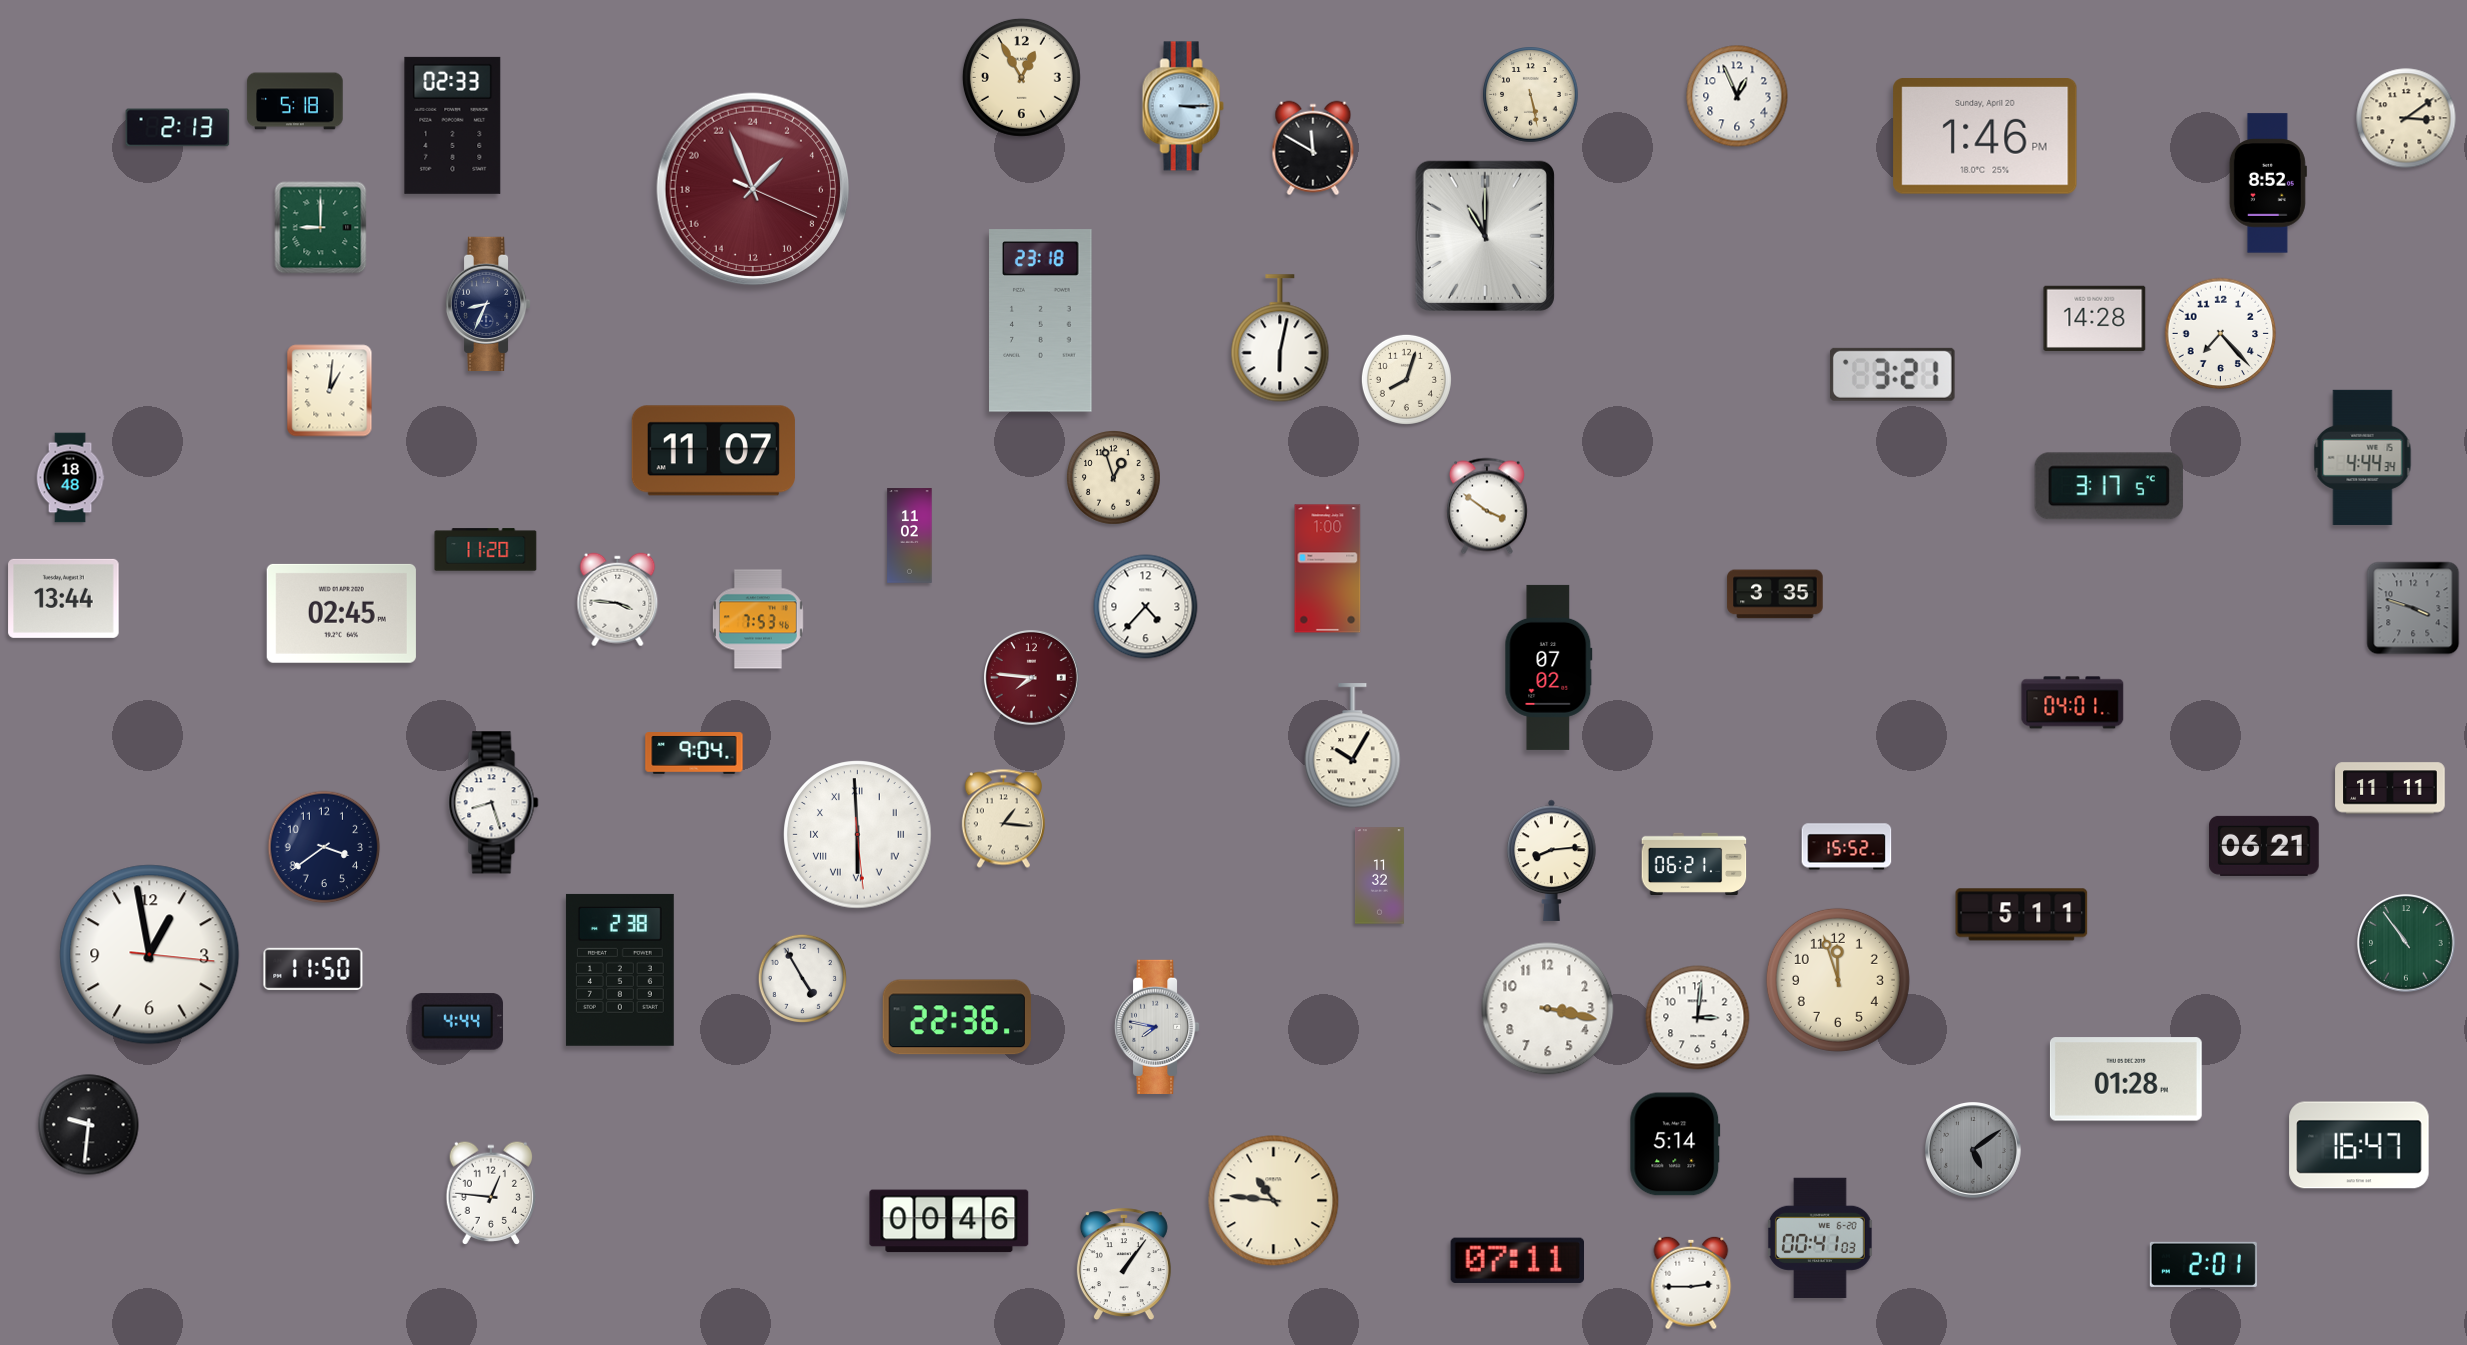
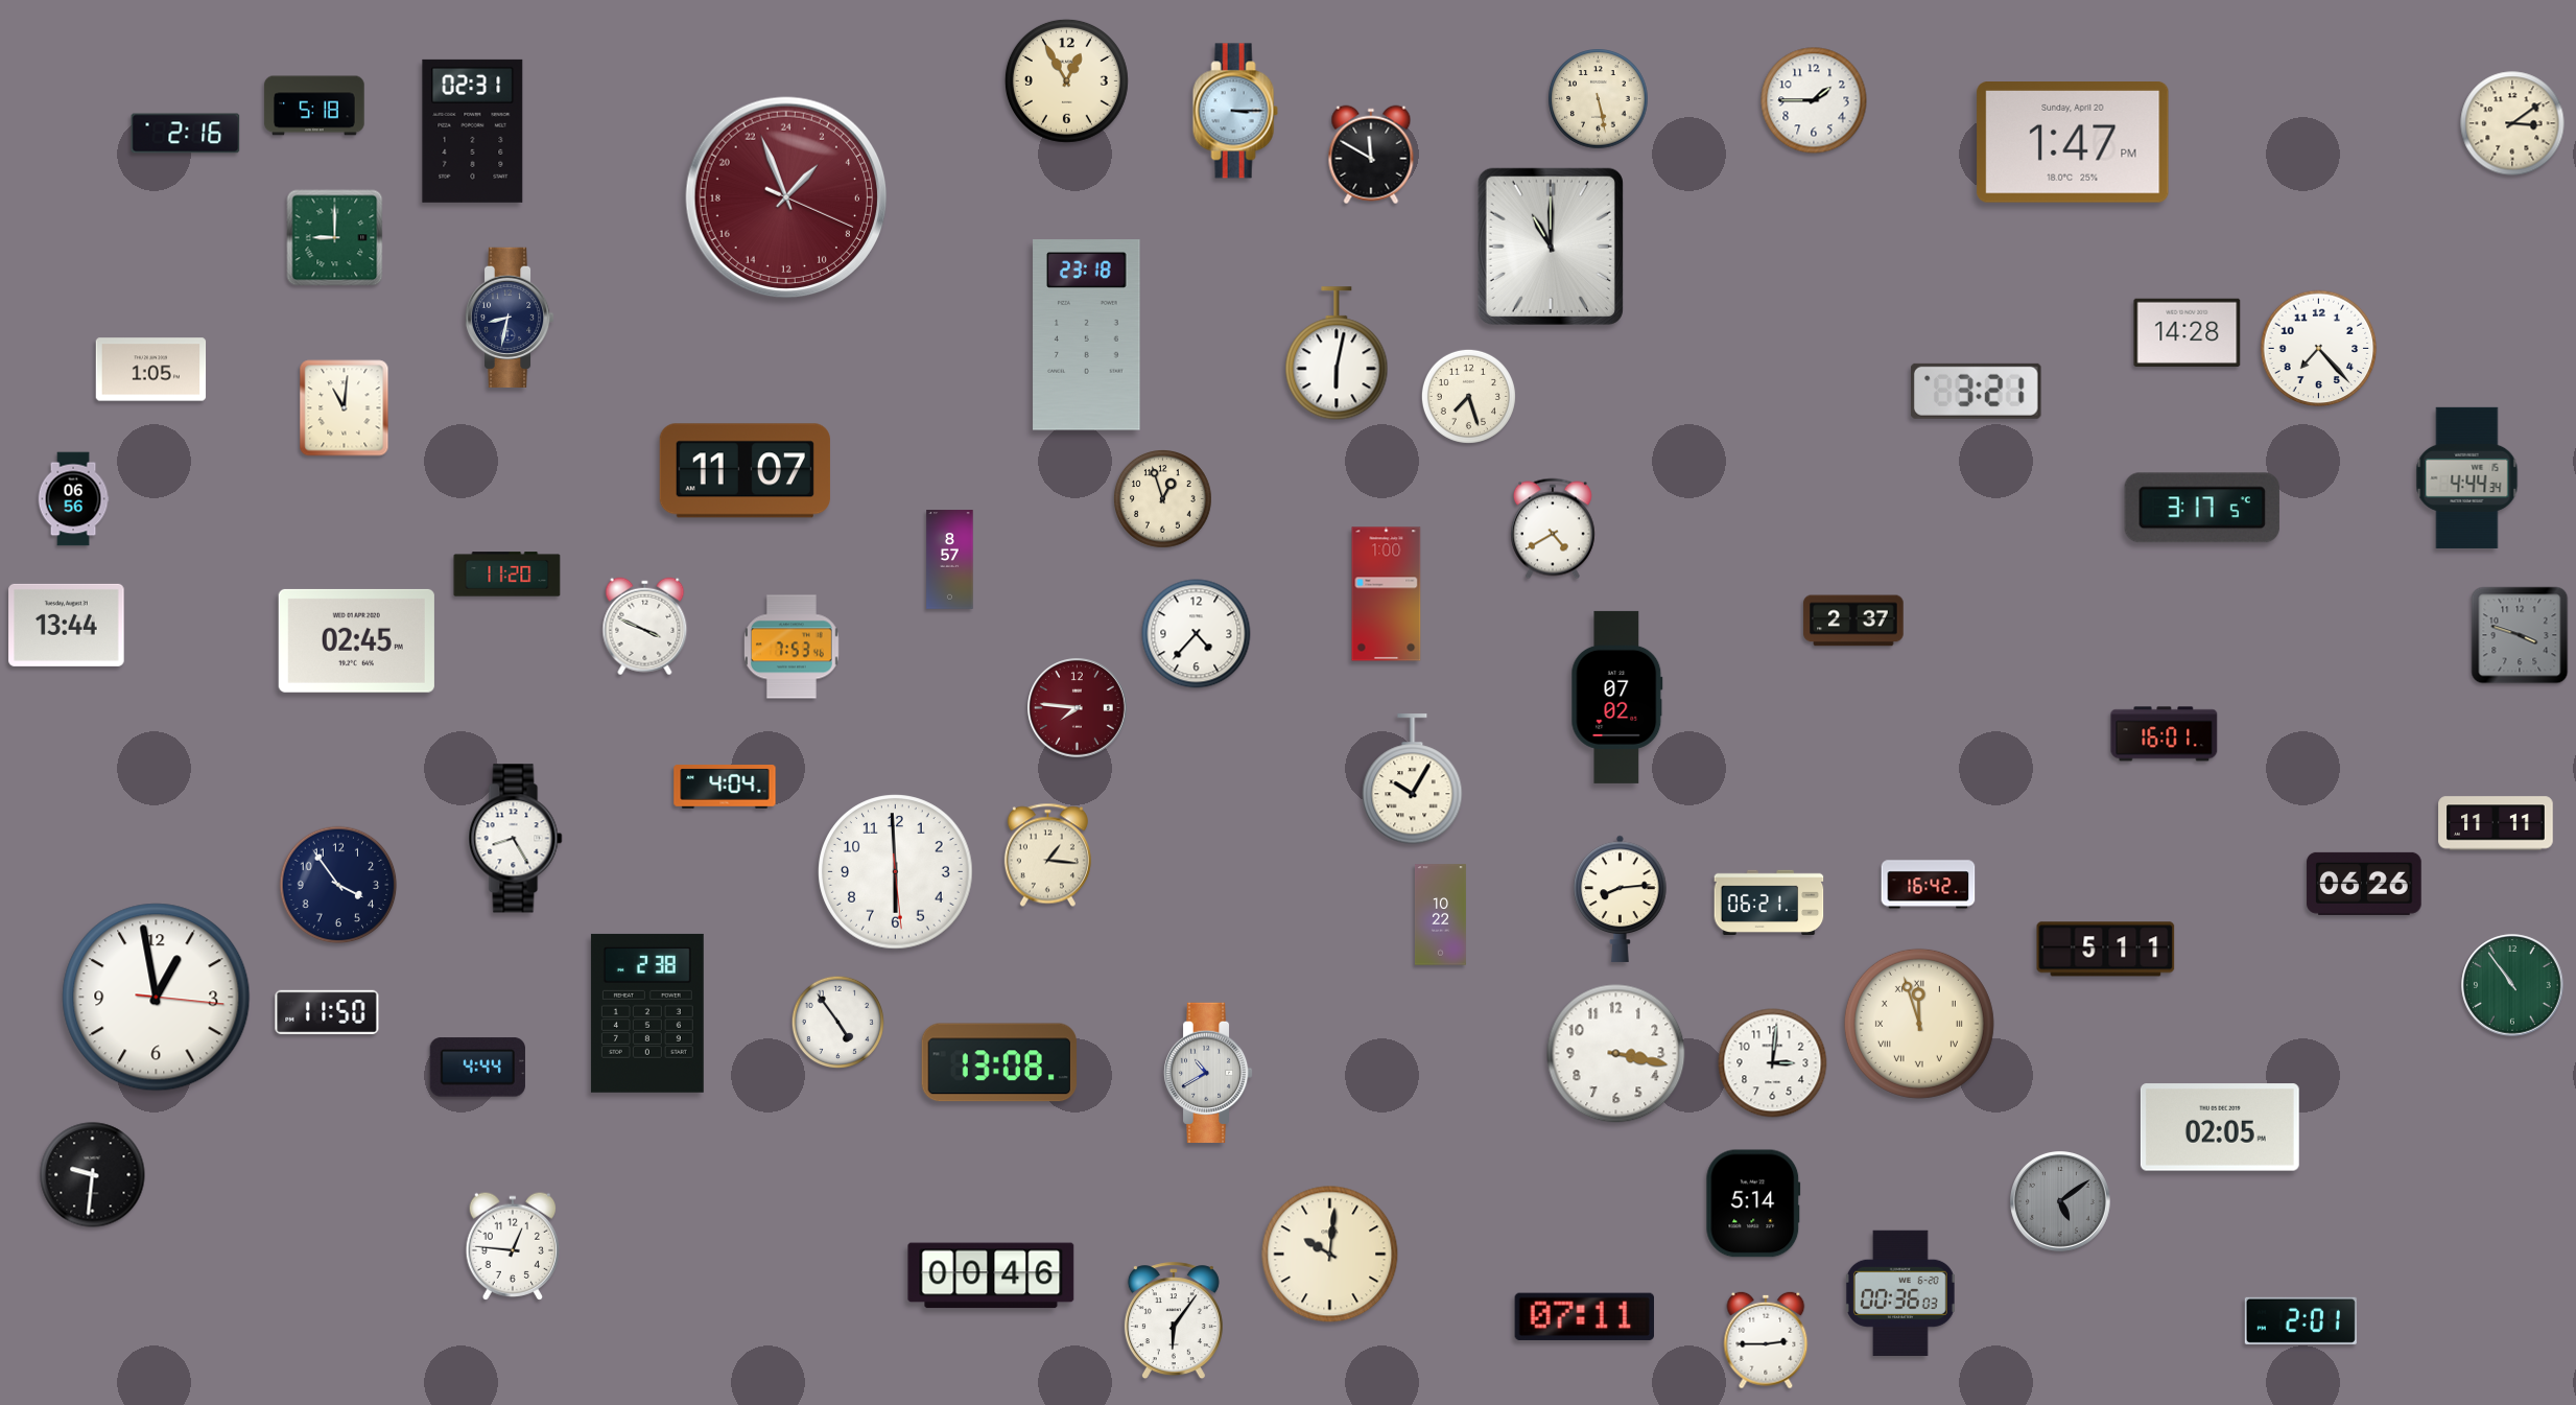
clock at (1737, 96): 12:56 -> 1:45
clock at (295, 101) position: (295, 101) -> (314, 106)
clock at (453, 125): 02:33 -> 02:31
clock at (178, 128): 2:13 -> 2:16
clock at (1985, 137): 1:46 -> 1:47
clock at (2268, 183): 8:52 -> none
clock at (488, 303): 8:34 -> 8:32
clock at (151, 370): none -> 1:05
clock at (1406, 379): 8:03 -> 7:27
clock at (330, 391): 1:01 -> 11:01
clock at (70, 478): 18:48 -> 06:56
clock at (1487, 506): 3:51 -> 4:40
clock at (910, 536): 11:02 -> 8:57
clock at (1775, 594): 3:35 -> 2:37
clock at (618, 600): 3:46 -> 3:49
clock at (2073, 703): 04:01 -> 16:01
clock at (694, 753): 9:04 -> 4:04
clock at (494, 803): 8:27 -> 8:25
clock at (858, 835) numerals: Roman -> Arabic
clock at (2264, 846): 06:21 -> 06:26
clock at (324, 847): 3:39 -> 3:54
clock at (1847, 847): 15:52 -> 16:42
clock at (1379, 876): 11:32 -> 10:22
clock at (2022, 915) position: (2022, 915) -> (2106, 950)
clock at (802, 978): 4:55 -> 4:54
clock at (1838, 980) numerals: Arabic -> Roman
clock at (957, 1017): 22:36 -> 13:08
clock at (1157, 1026): 7:47 -> 10:40
clock at (2126, 1079): 01:28 -> 02:05
clock at (1675, 1144) position: (1675, 1144) -> (1753, 1203)
clock at (2359, 1145): 16:47 -> none
clock at (1274, 1201): 10:46 -> 10:01
clock at (1820, 1238): 00:41 -> 00:36
clock at (1124, 1265): 1:06 -> 6:06
